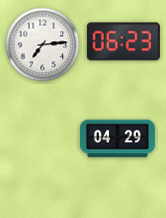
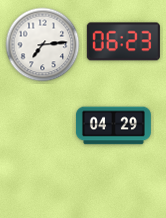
clock at (117, 139) position: (117, 139) -> (113, 126)
